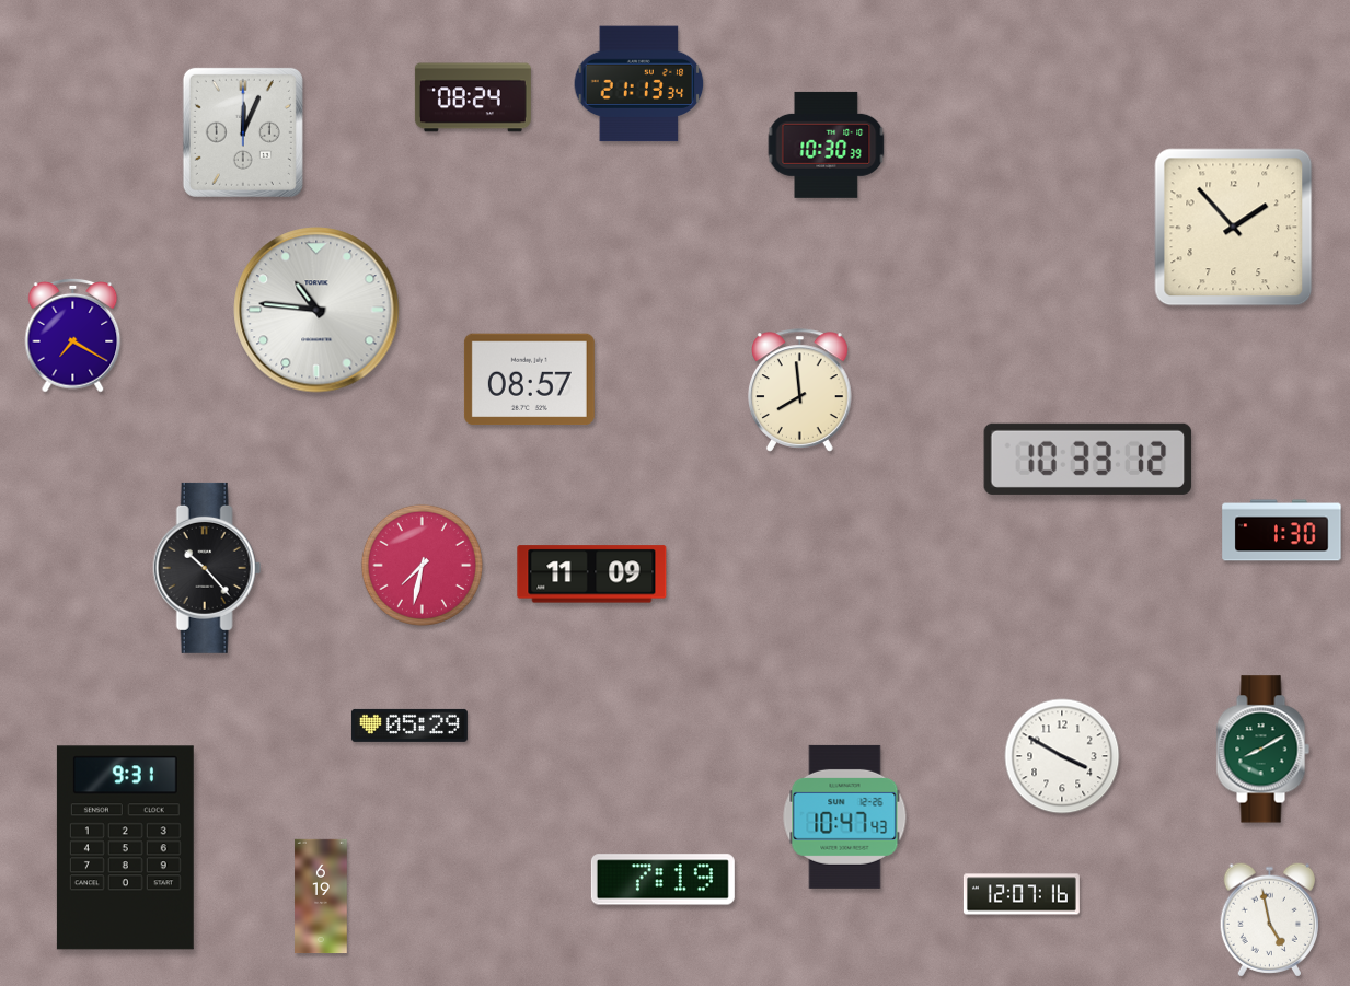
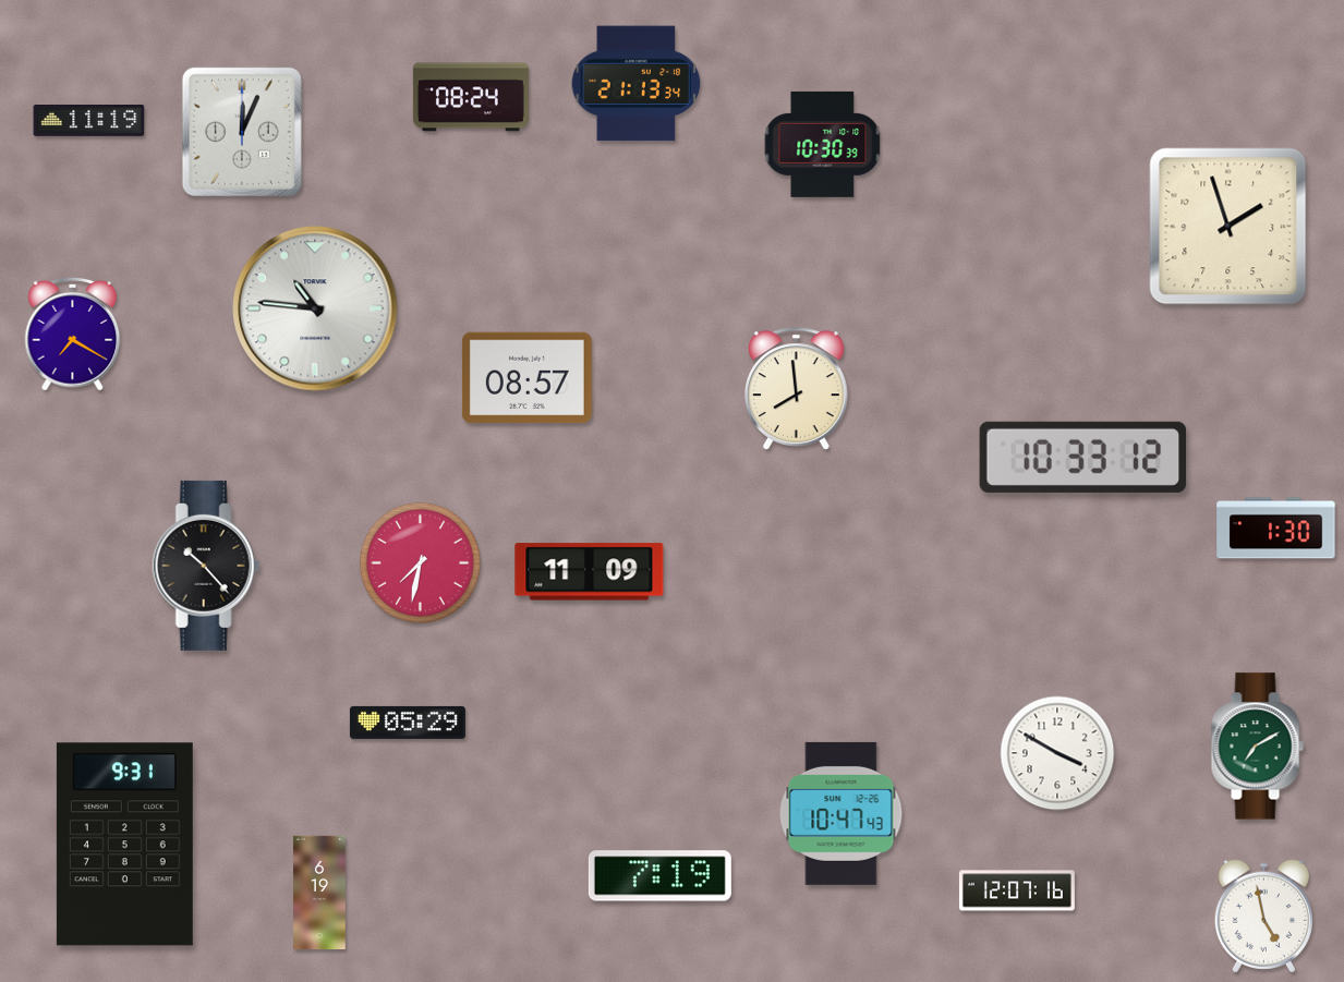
clock at (89, 121): none -> 11:19
clock at (1234, 228): 1:53 -> 1:57
clock at (1262, 750): 8:10 -> 7:10
